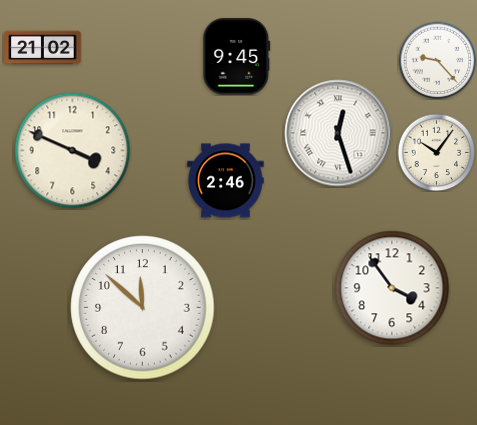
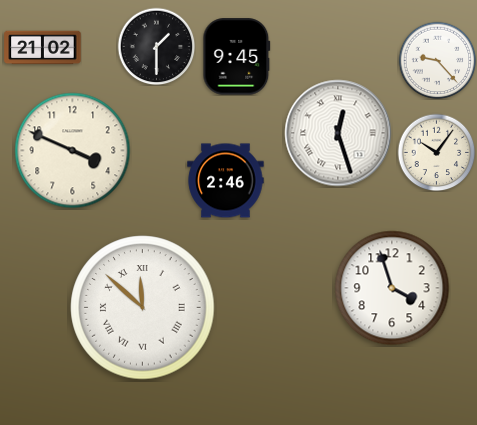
clock at (156, 46): none -> 1:30
clock at (392, 288): 3:54 -> 3:57
clock at (143, 308) numerals: Arabic -> Roman
